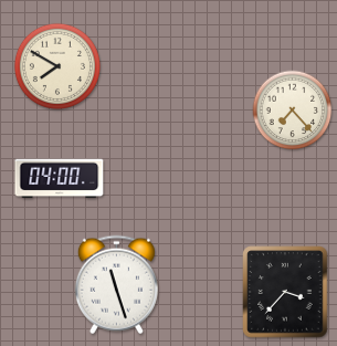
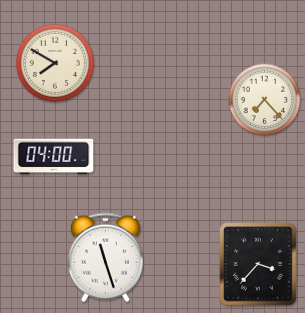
clock at (57, 66) position: (57, 66) -> (55, 63)
clock at (60, 179) position: (60, 179) -> (54, 157)
